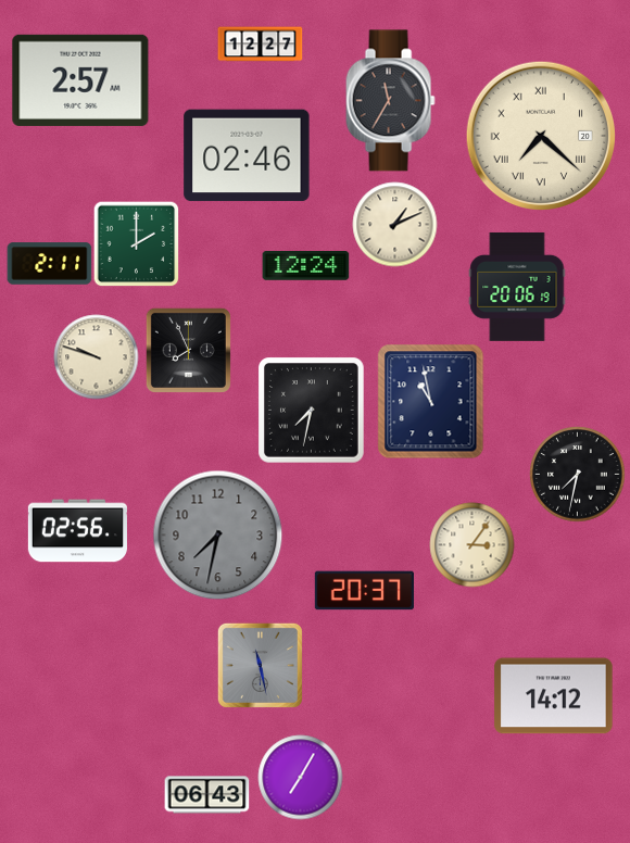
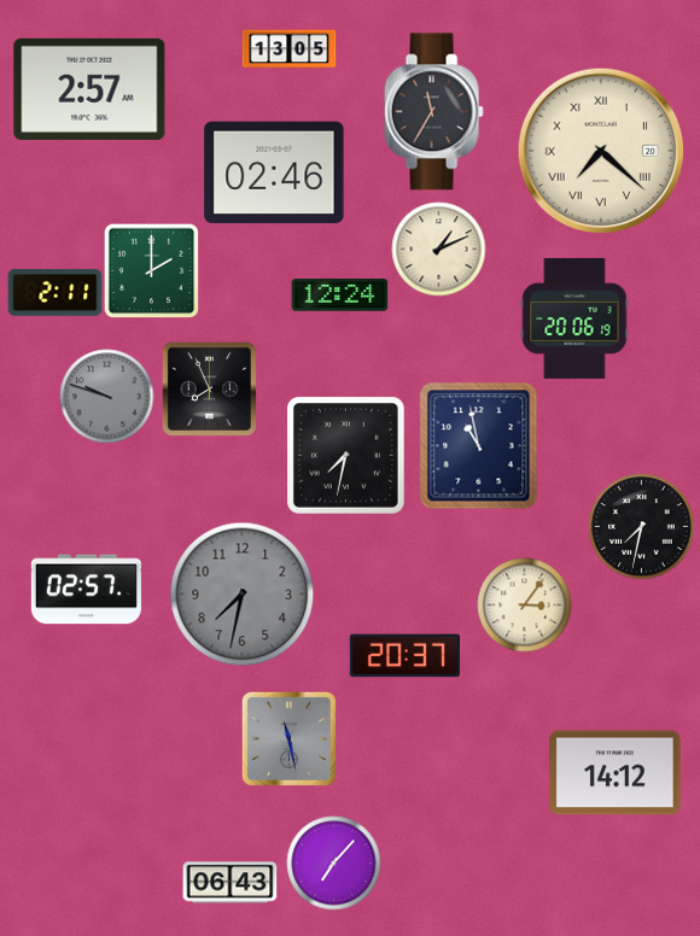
clock at (260, 45): 12:27 -> 13:05
clock at (96, 356) dial: cream -> grey
clock at (77, 531): 02:56 -> 02:57
clock at (300, 777): 7:05 -> 7:07
